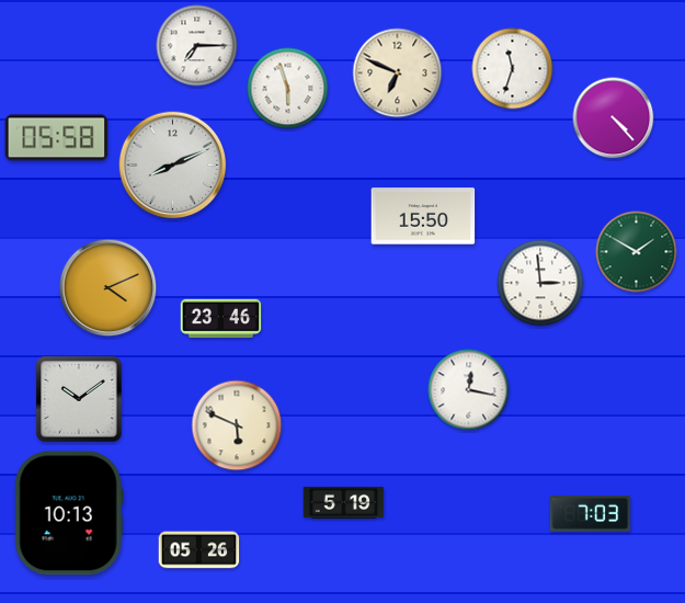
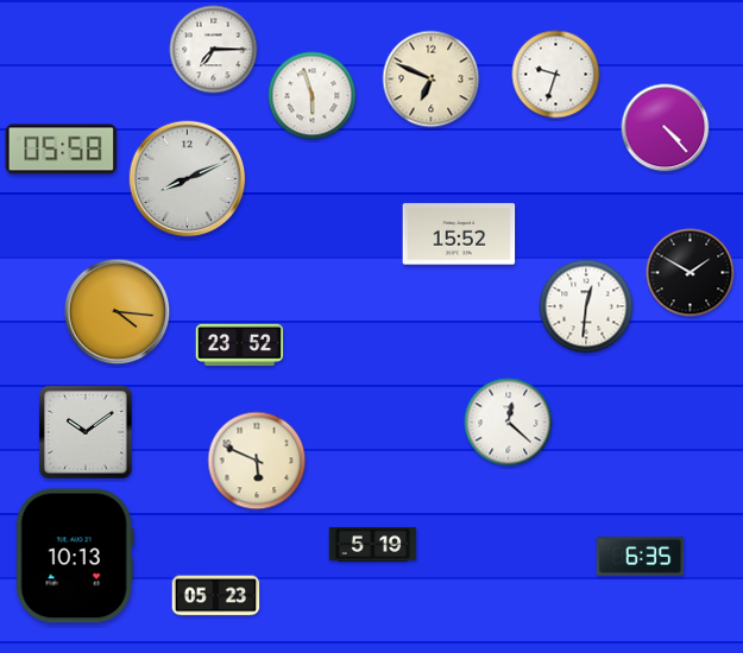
clock at (513, 69): 11:33 -> 9:33
clock at (423, 216): 15:50 -> 15:52
clock at (637, 252) dial: green -> black
clock at (540, 283): 2:59 -> 12:31
clock at (109, 288): 4:11 -> 4:16
clock at (221, 319): 23:46 -> 23:52
clock at (469, 390): 12:17 -> 12:22
clock at (591, 513): 7:03 -> 6:35
clock at (199, 550): 05:26 -> 05:23
